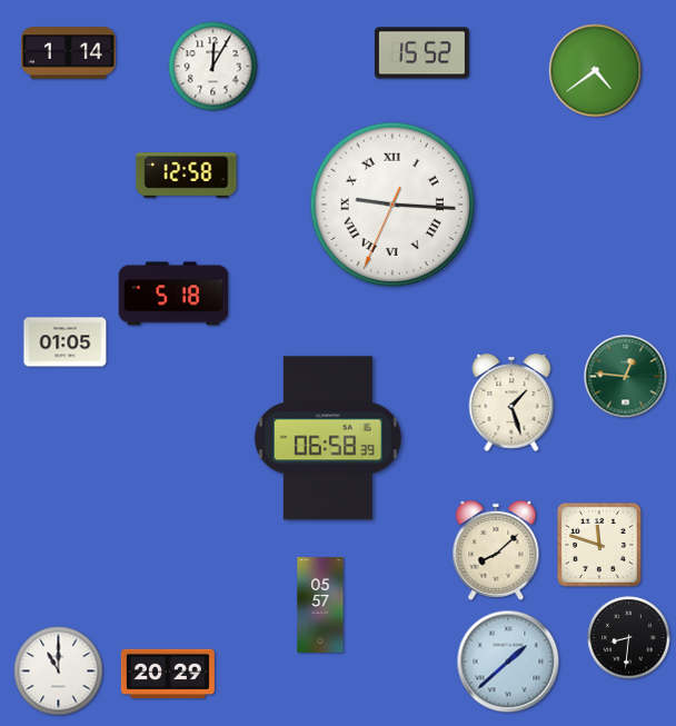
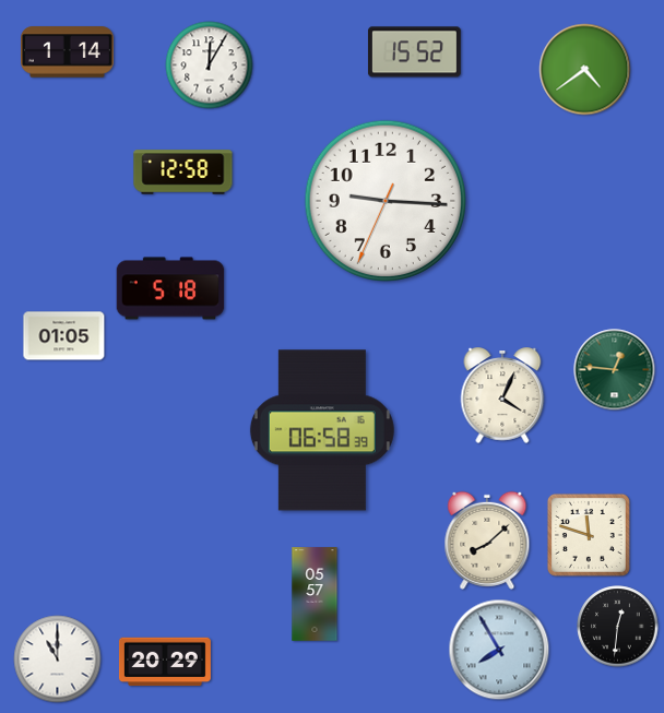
clock at (392, 205) numerals: Roman -> Arabic
clock at (511, 402): 1:27 -> 4:04
clock at (629, 638): 8:31 -> 12:31
clock at (508, 662): 1:38 -> 7:55
